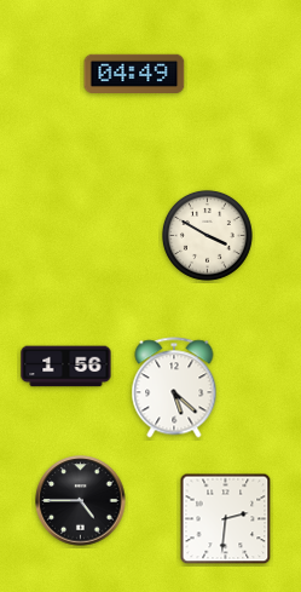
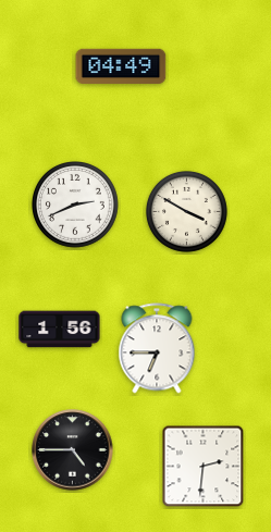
clock at (76, 206): none -> 2:41
clock at (174, 387): 5:22 -> 6:45
